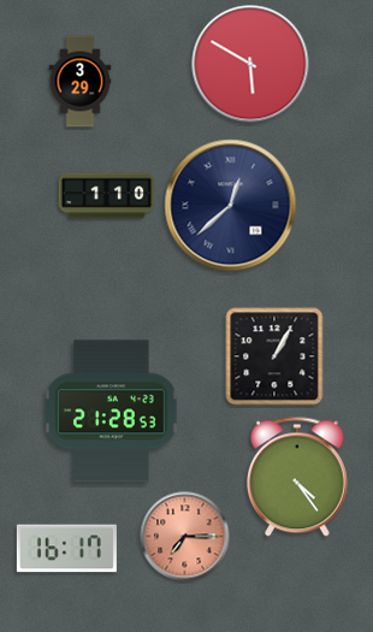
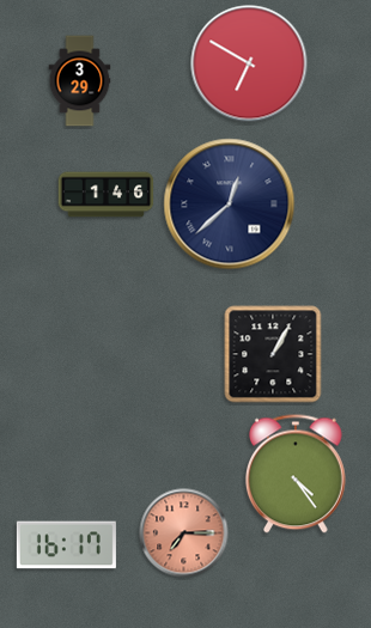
clock at (250, 64): 5:50 -> 6:50
clock at (107, 196): 1:10 -> 1:46
clock at (111, 412): 21:28 -> none
